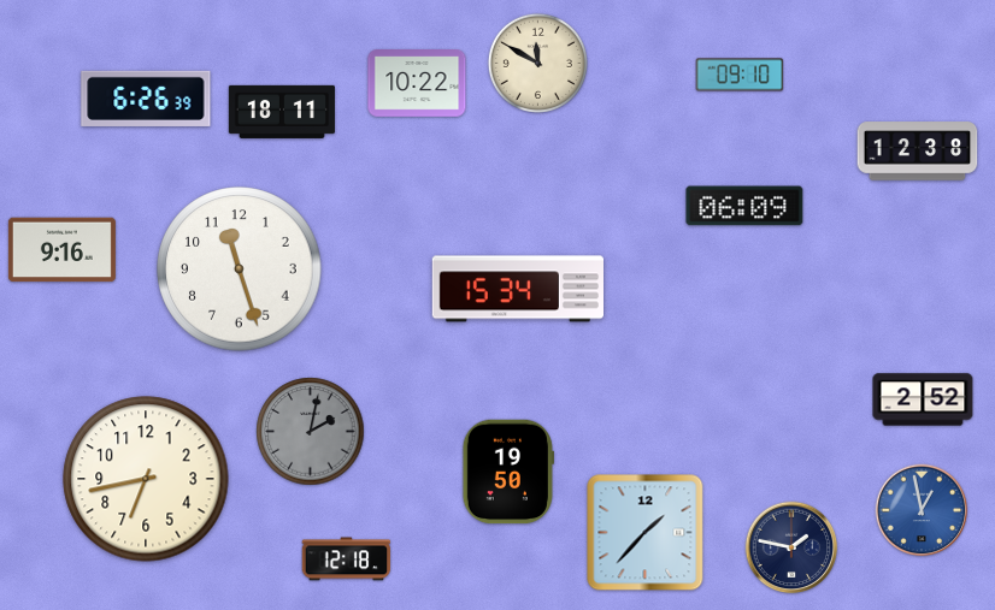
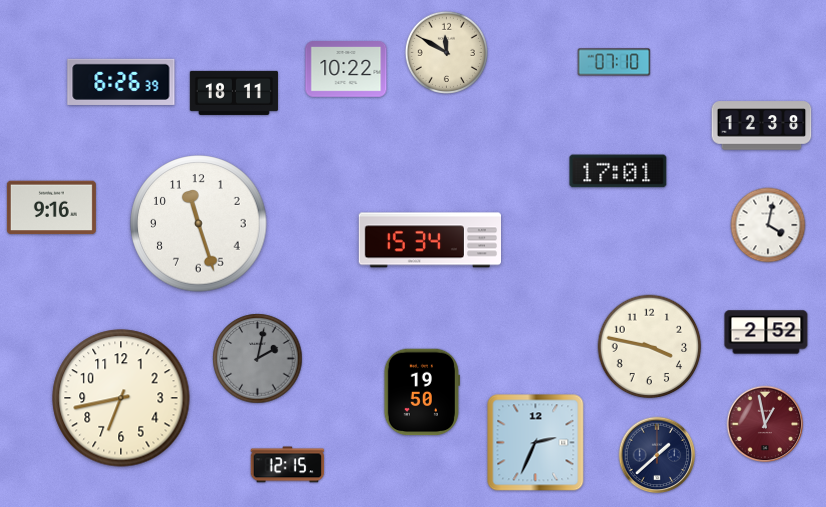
clock at (740, 75): 09:10 -> 07:10
clock at (744, 206): 06:09 -> 17:01
clock at (768, 225): none -> 4:02
clock at (650, 347): none -> 3:47
clock at (922, 510) dial: blue -> burgundy
clock at (646, 533): 1:37 -> 2:34
clock at (791, 547): 1:47 -> 1:38
clock at (347, 559): 12:18 -> 12:15
